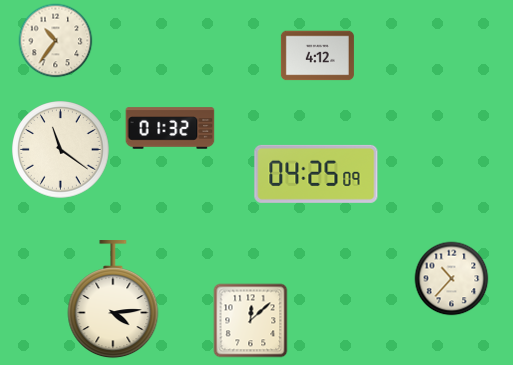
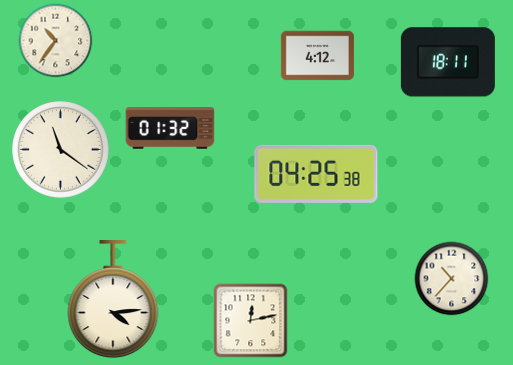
clock at (448, 62): none -> 18:11
clock at (316, 174): 04:25:09 -> 04:25:38
clock at (251, 321): 12:08 -> 12:13
